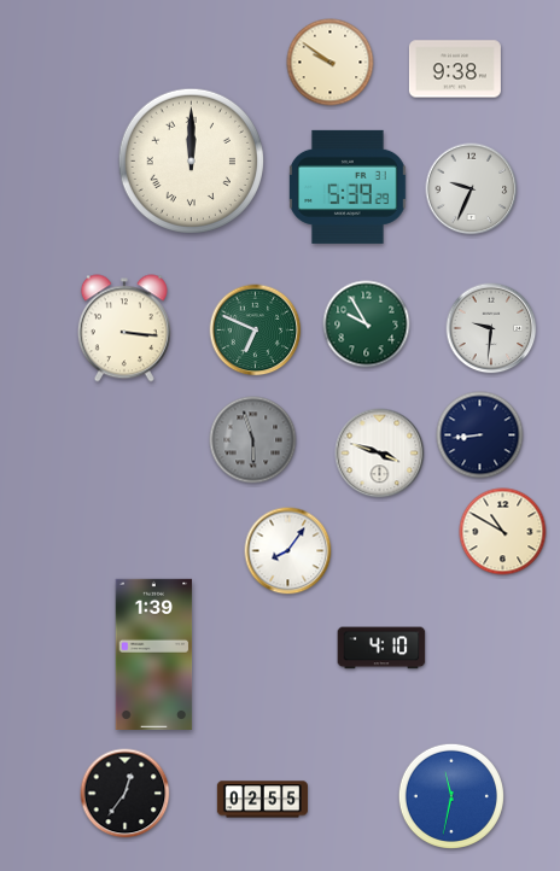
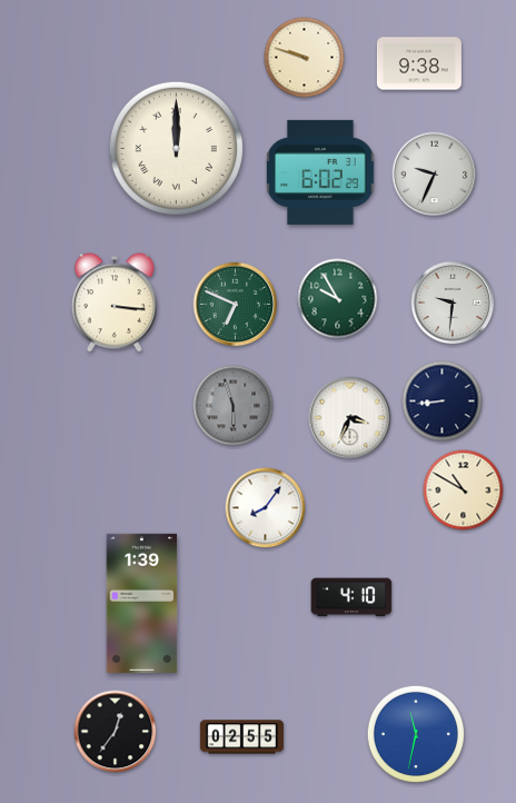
clock at (331, 63): 9:51 -> 9:48
clock at (348, 187): 5:39 -> 6:02
clock at (380, 454): 3:48 -> 3:34
